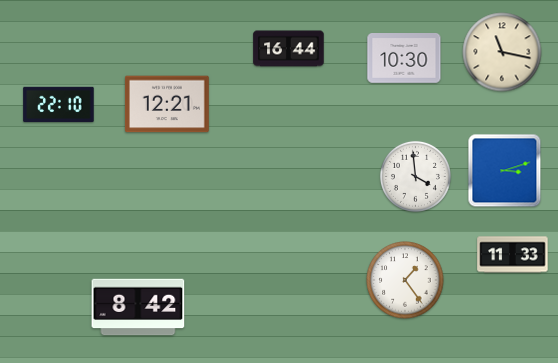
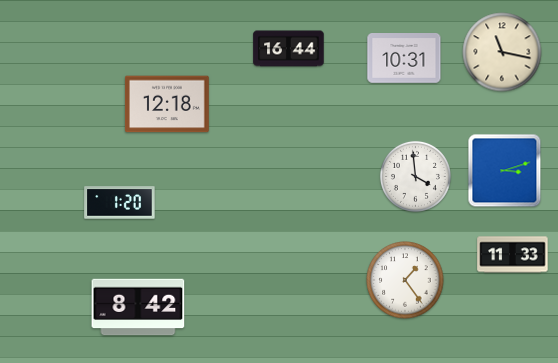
clock at (404, 59): 10:30 -> 10:31
clock at (167, 104): 12:21 -> 12:18
clock at (59, 105): 22:10 -> none
clock at (120, 203): none -> 1:20
